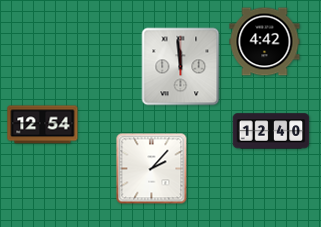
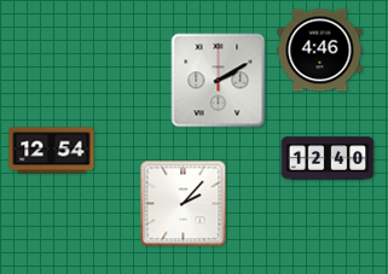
clock at (265, 42): 4:42 -> 4:46
clock at (181, 67): 11:59 -> 2:10
